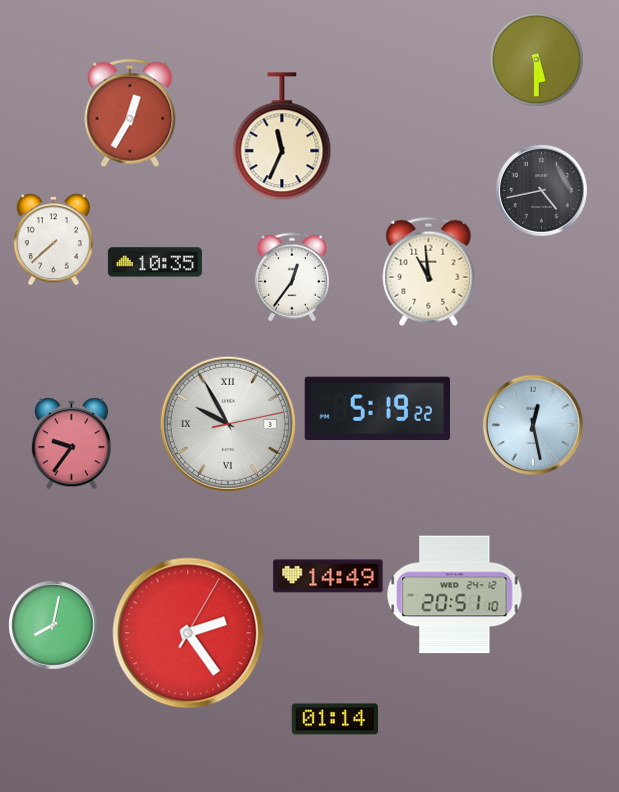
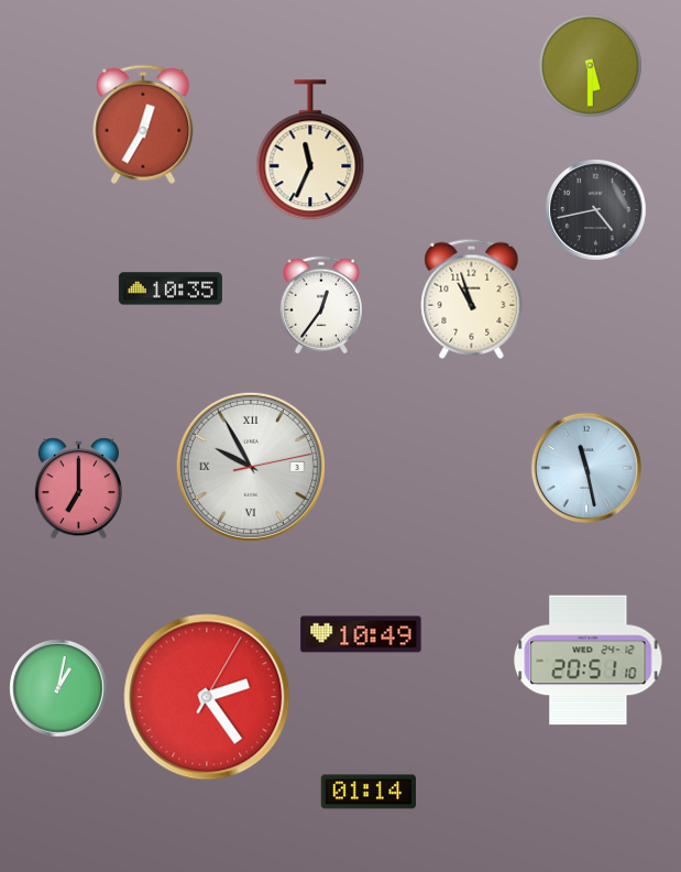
clock at (53, 239): 7:38 -> none
clock at (429, 271): 10:59 -> 10:57
clock at (377, 409): 5:19 -> none
clock at (532, 424): 12:28 -> 11:28
clock at (71, 443): 9:36 -> 7:00
clock at (328, 576): 14:49 -> 10:49
clock at (455, 595) position: (455, 595) -> (589, 661)
clock at (53, 625): 8:02 -> 1:02
